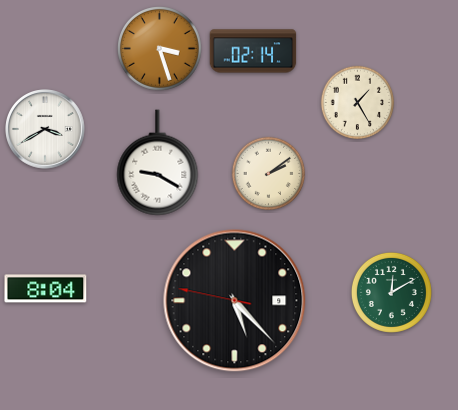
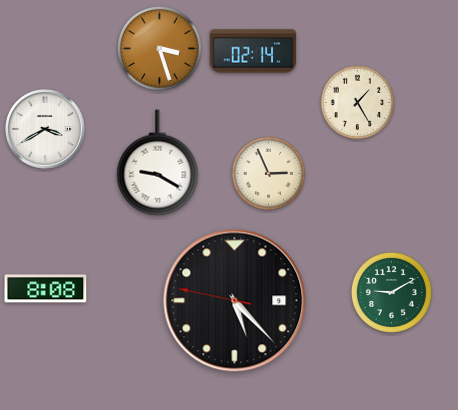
clock at (269, 174): 2:09 -> 2:56
clock at (46, 289): 8:04 -> 8:08
clock at (391, 292): 12:10 -> 9:10
